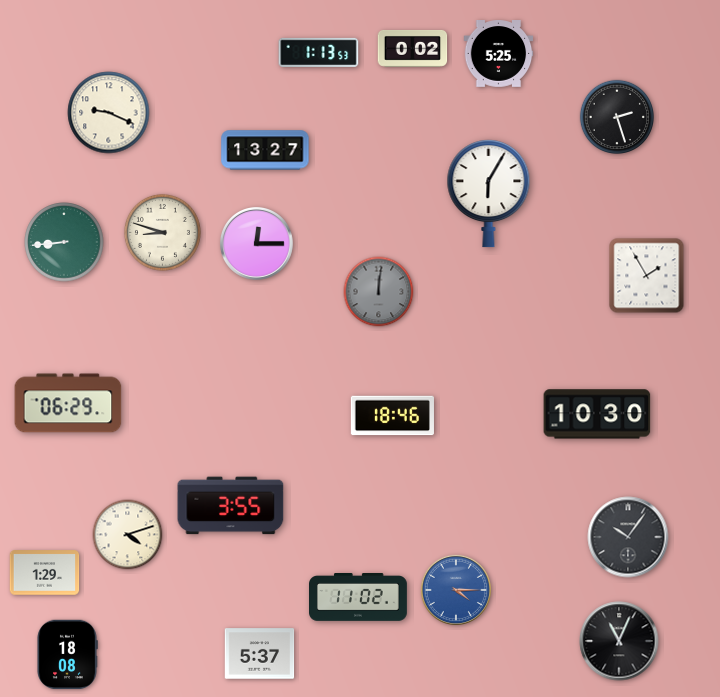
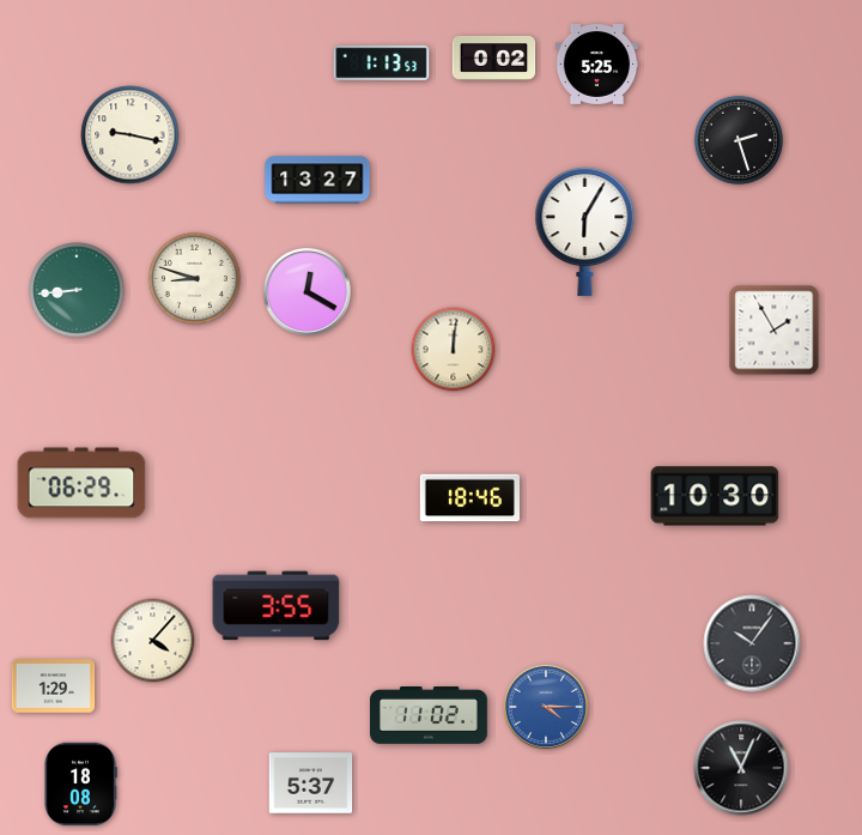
clock at (109, 113): 9:19 -> 9:17
clock at (256, 243): 12:15 -> 12:20
clock at (379, 292) dial: grey -> cream
clock at (128, 535): 4:12 -> 4:07
